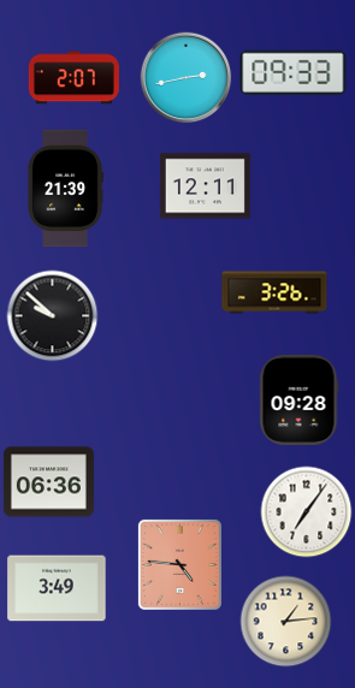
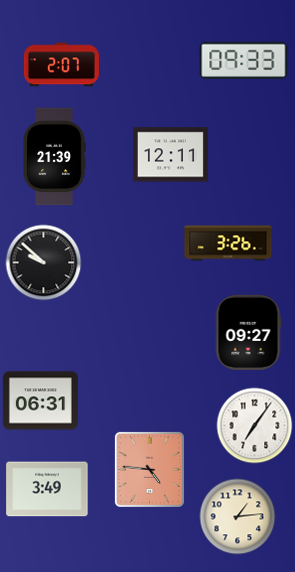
clock at (187, 78): 2:43 -> none
clock at (298, 399): 09:28 -> 09:27
clock at (48, 482): 06:36 -> 06:31
